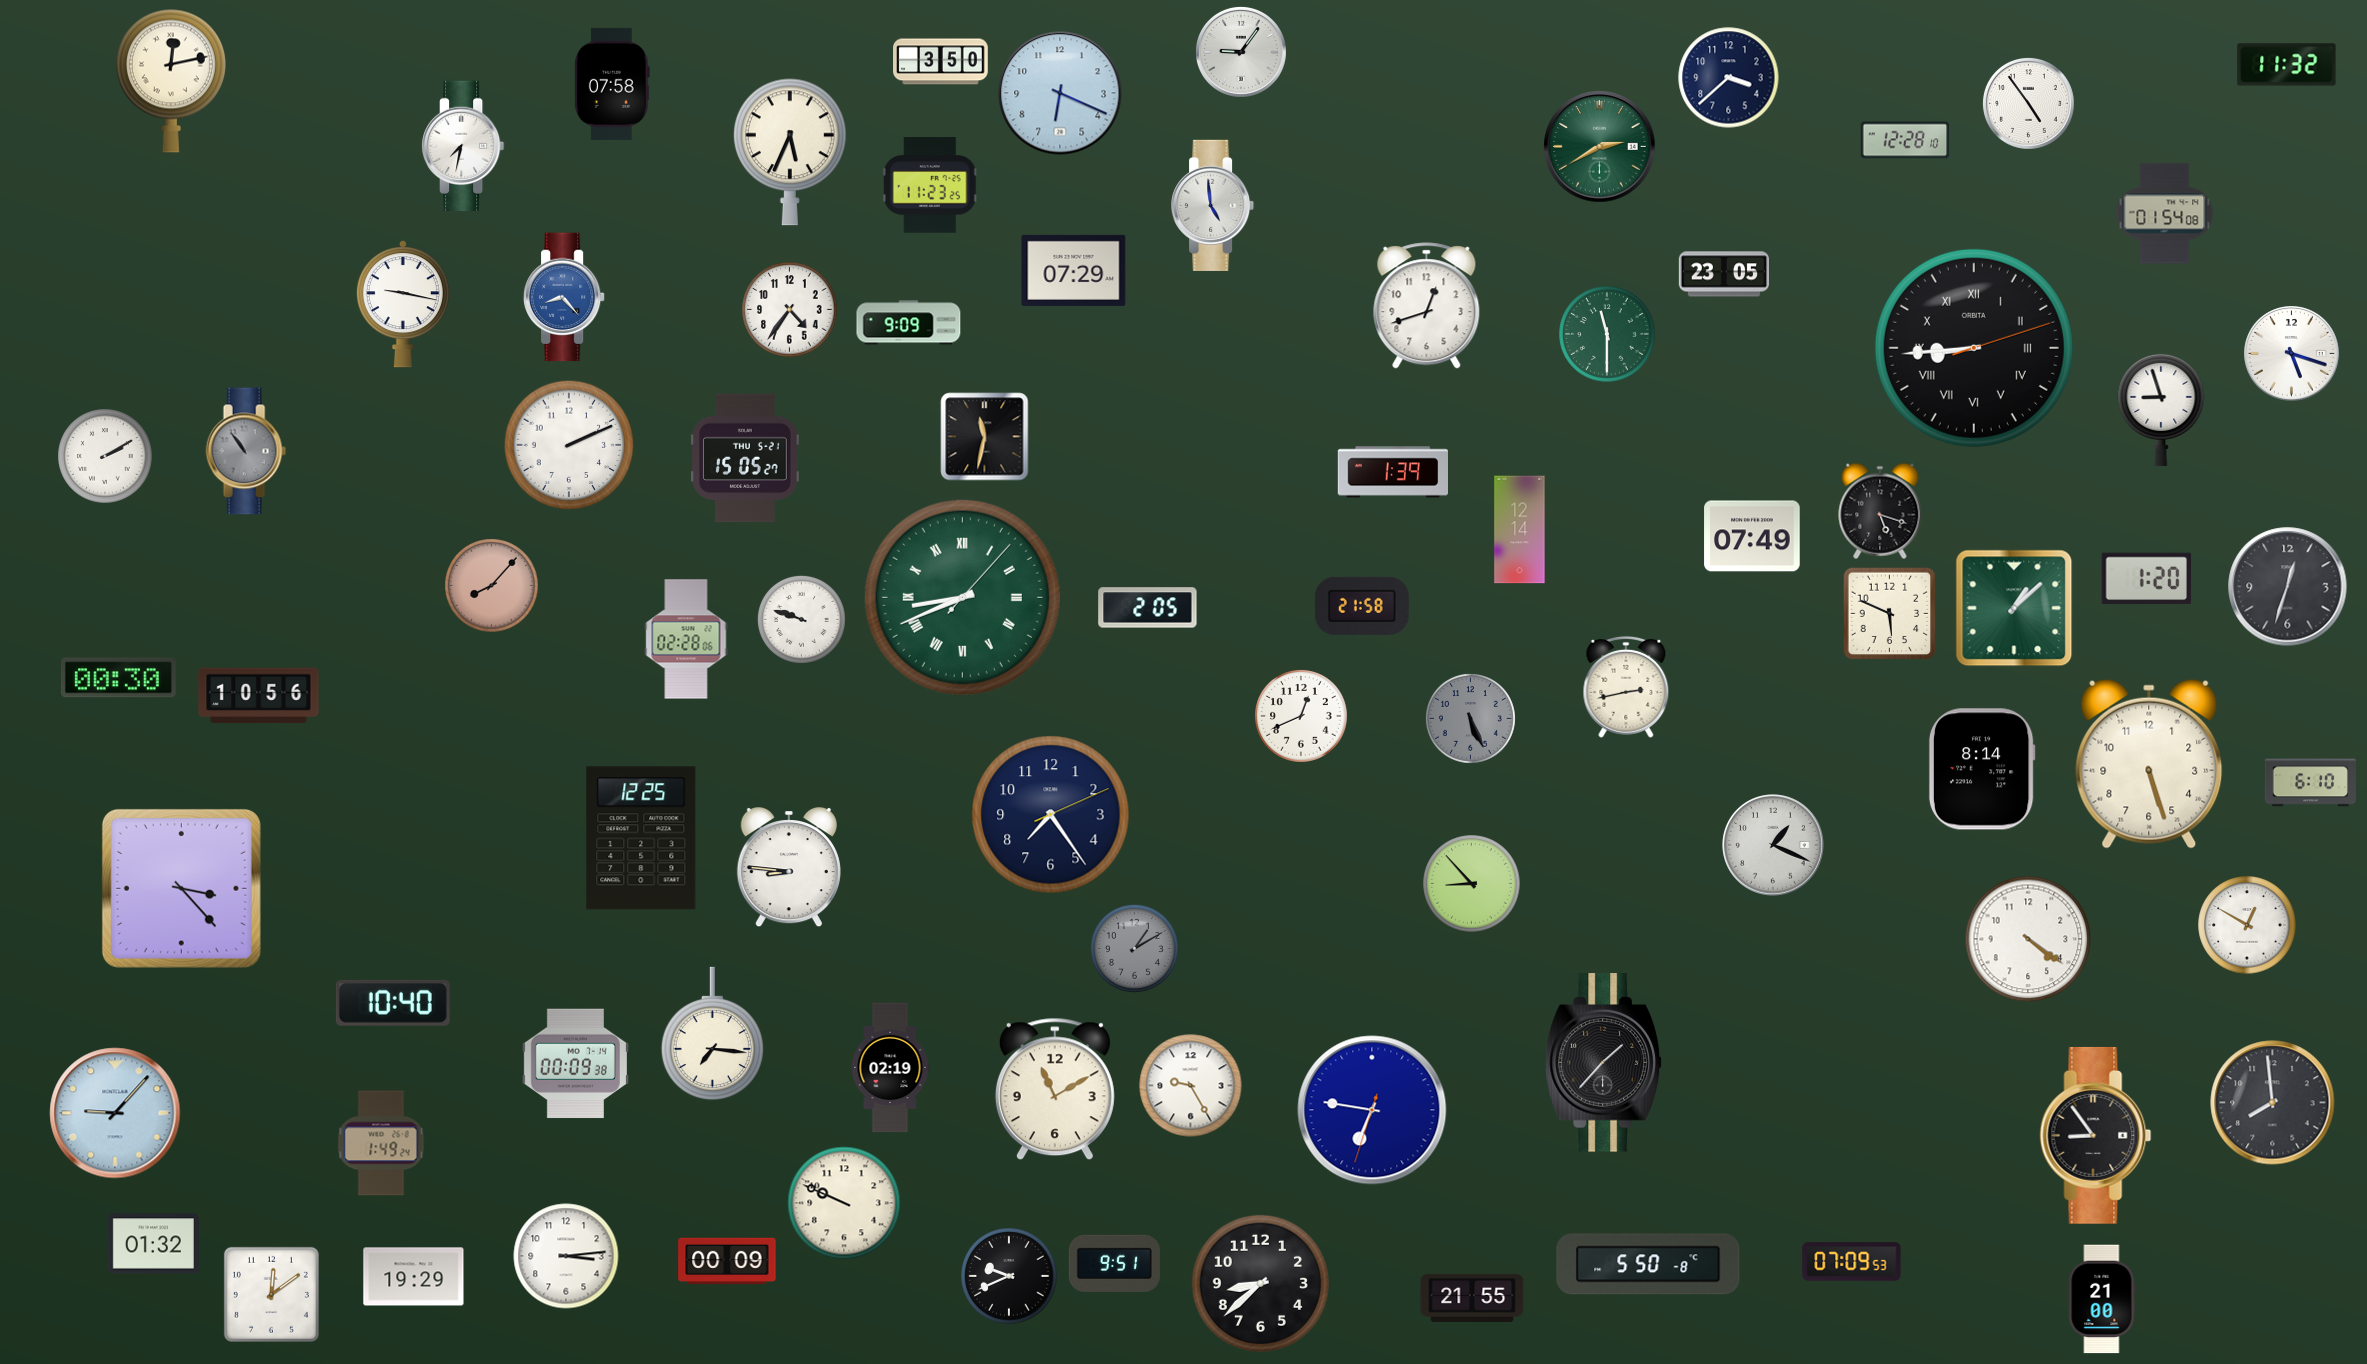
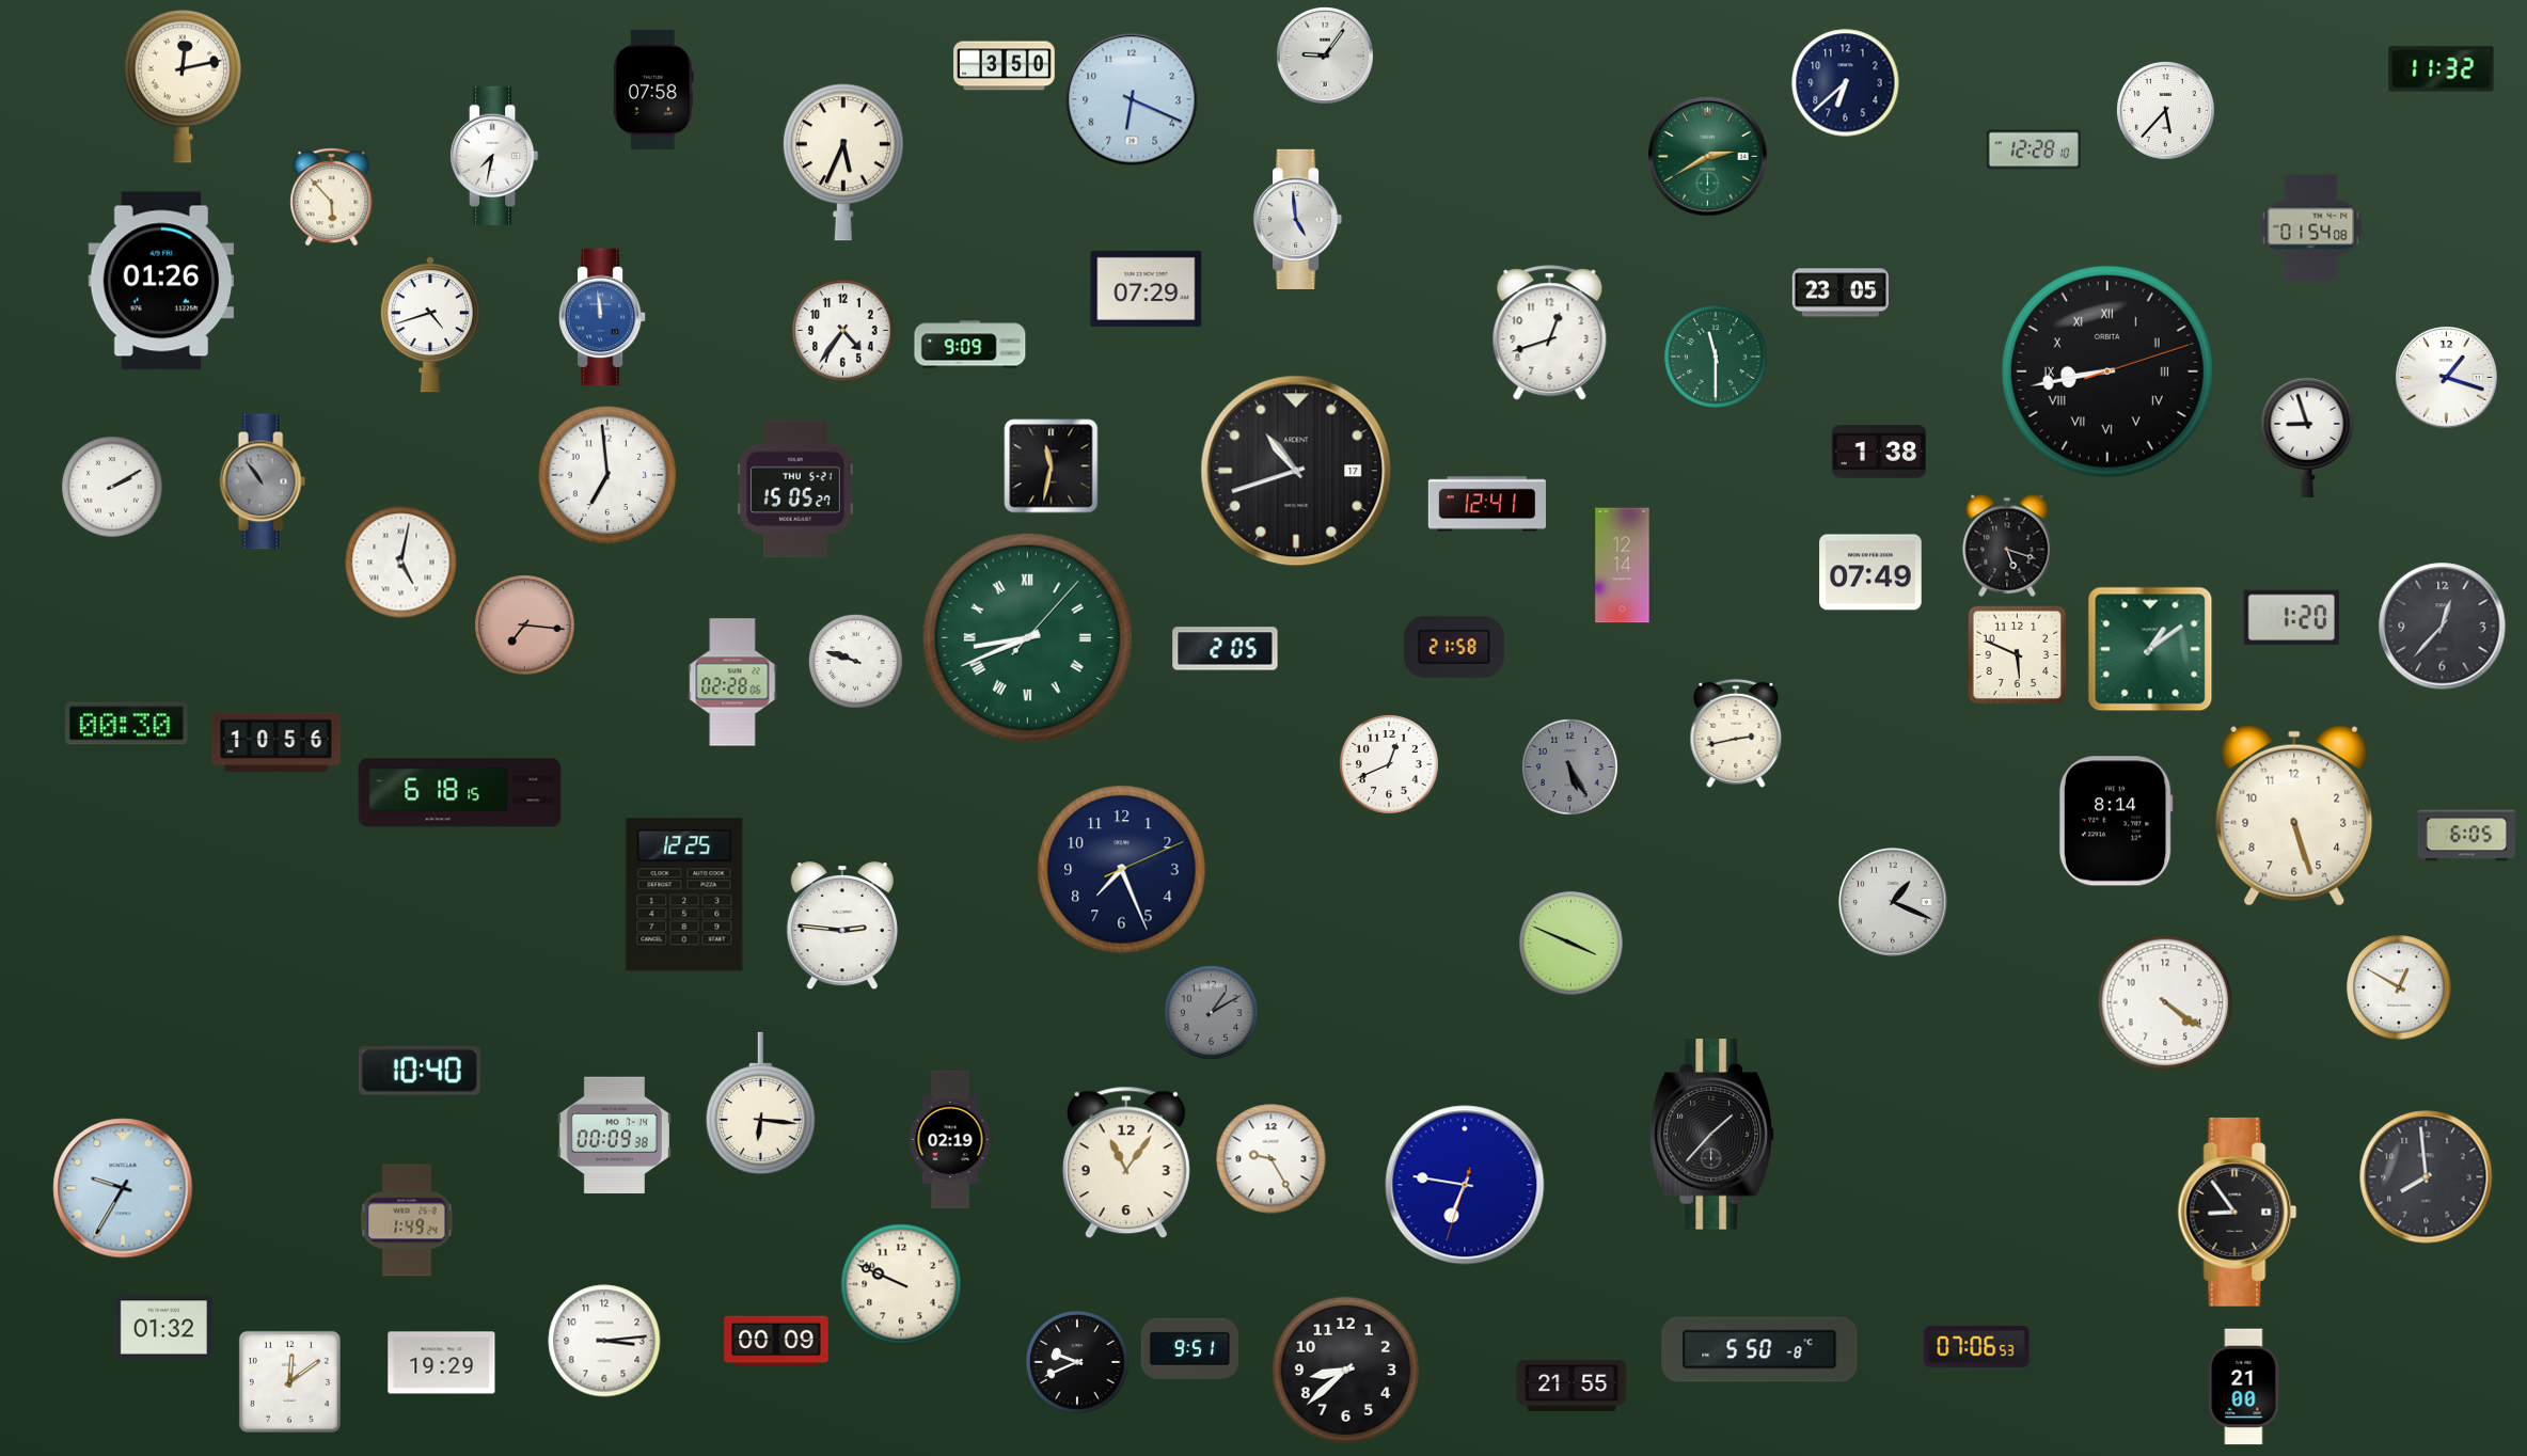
clock at (1729, 78): 3:38 -> 6:38
clock at (2029, 104): 4:54 -> 5:37
clock at (332, 197): none -> 5:53
clock at (930, 185): 11:23 -> none
clock at (1213, 205) position: (1213, 205) -> (1298, 219)
clock at (161, 281): none -> 01:26
clock at (564, 297): 8:23 -> 11:59
clock at (403, 304): 9:17 -> 4:42
clock at (1427, 306) position: (1427, 306) -> (1550, 333)
clock at (1974, 348): 8:44 -> 8:43
clock at (2292, 354): 5:18 -> 1:18
clock at (1879, 452): none -> 1:38
clock at (1296, 471): none -> 10:42
clock at (569, 445): 2:11 -> 6:59
clock at (1392, 472): 1:39 -> 12:41
clock at (401, 563): none -> 5:02
clock at (492, 586): 8:07 -> 7:16
clock at (2288, 587): 12:33 -> 12:37
clock at (2014, 608): 1:08 -> 1:09
clock at (1471, 719): 5:26 -> 5:25
clock at (460, 793): none -> 6:18
clock at (2310, 783): 6:10 -> 6:05
clock at (1051, 815): 7:24 -> 7:26
clock at (789, 868): 8:46 -> 2:46
clock at (1472, 884): 8:53 -> 3:49
clock at (181, 888): 3:23 -> none
clock at (712, 1034): 7:16 -> 6:16
clock at (1055, 1089): 11:10 -> 11:06
clock at (115, 1113): 9:07 -> 9:35
clock at (727, 1261) position: (727, 1261) -> (776, 1341)
clock at (1852, 1262): 07:09 -> 07:06
